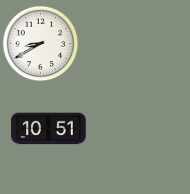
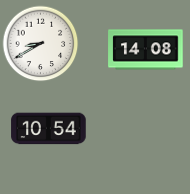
clock at (146, 50): none -> 14:08
clock at (49, 129): 10:51 -> 10:54
